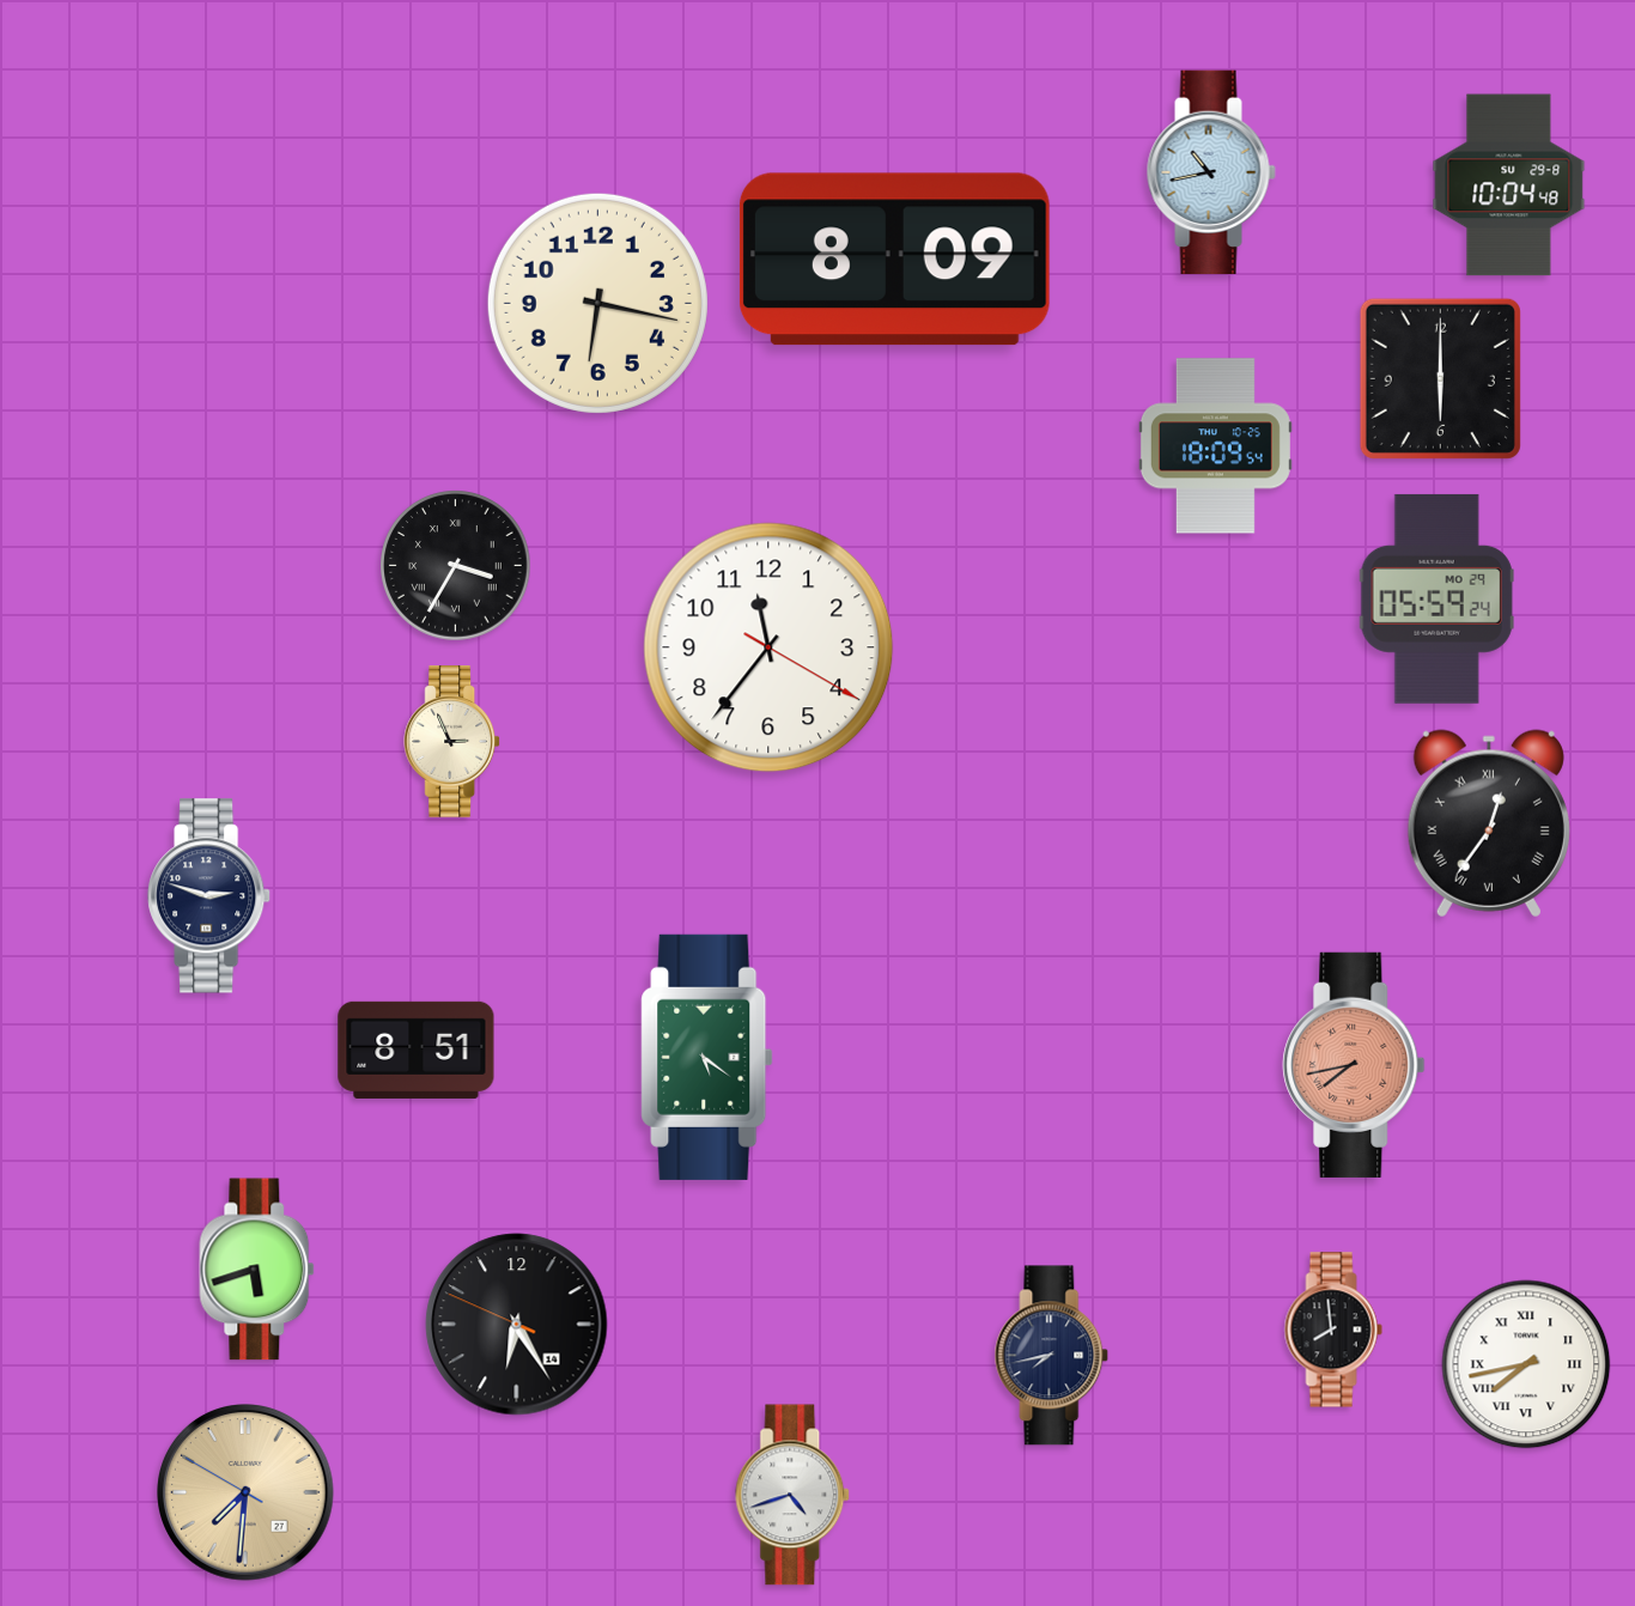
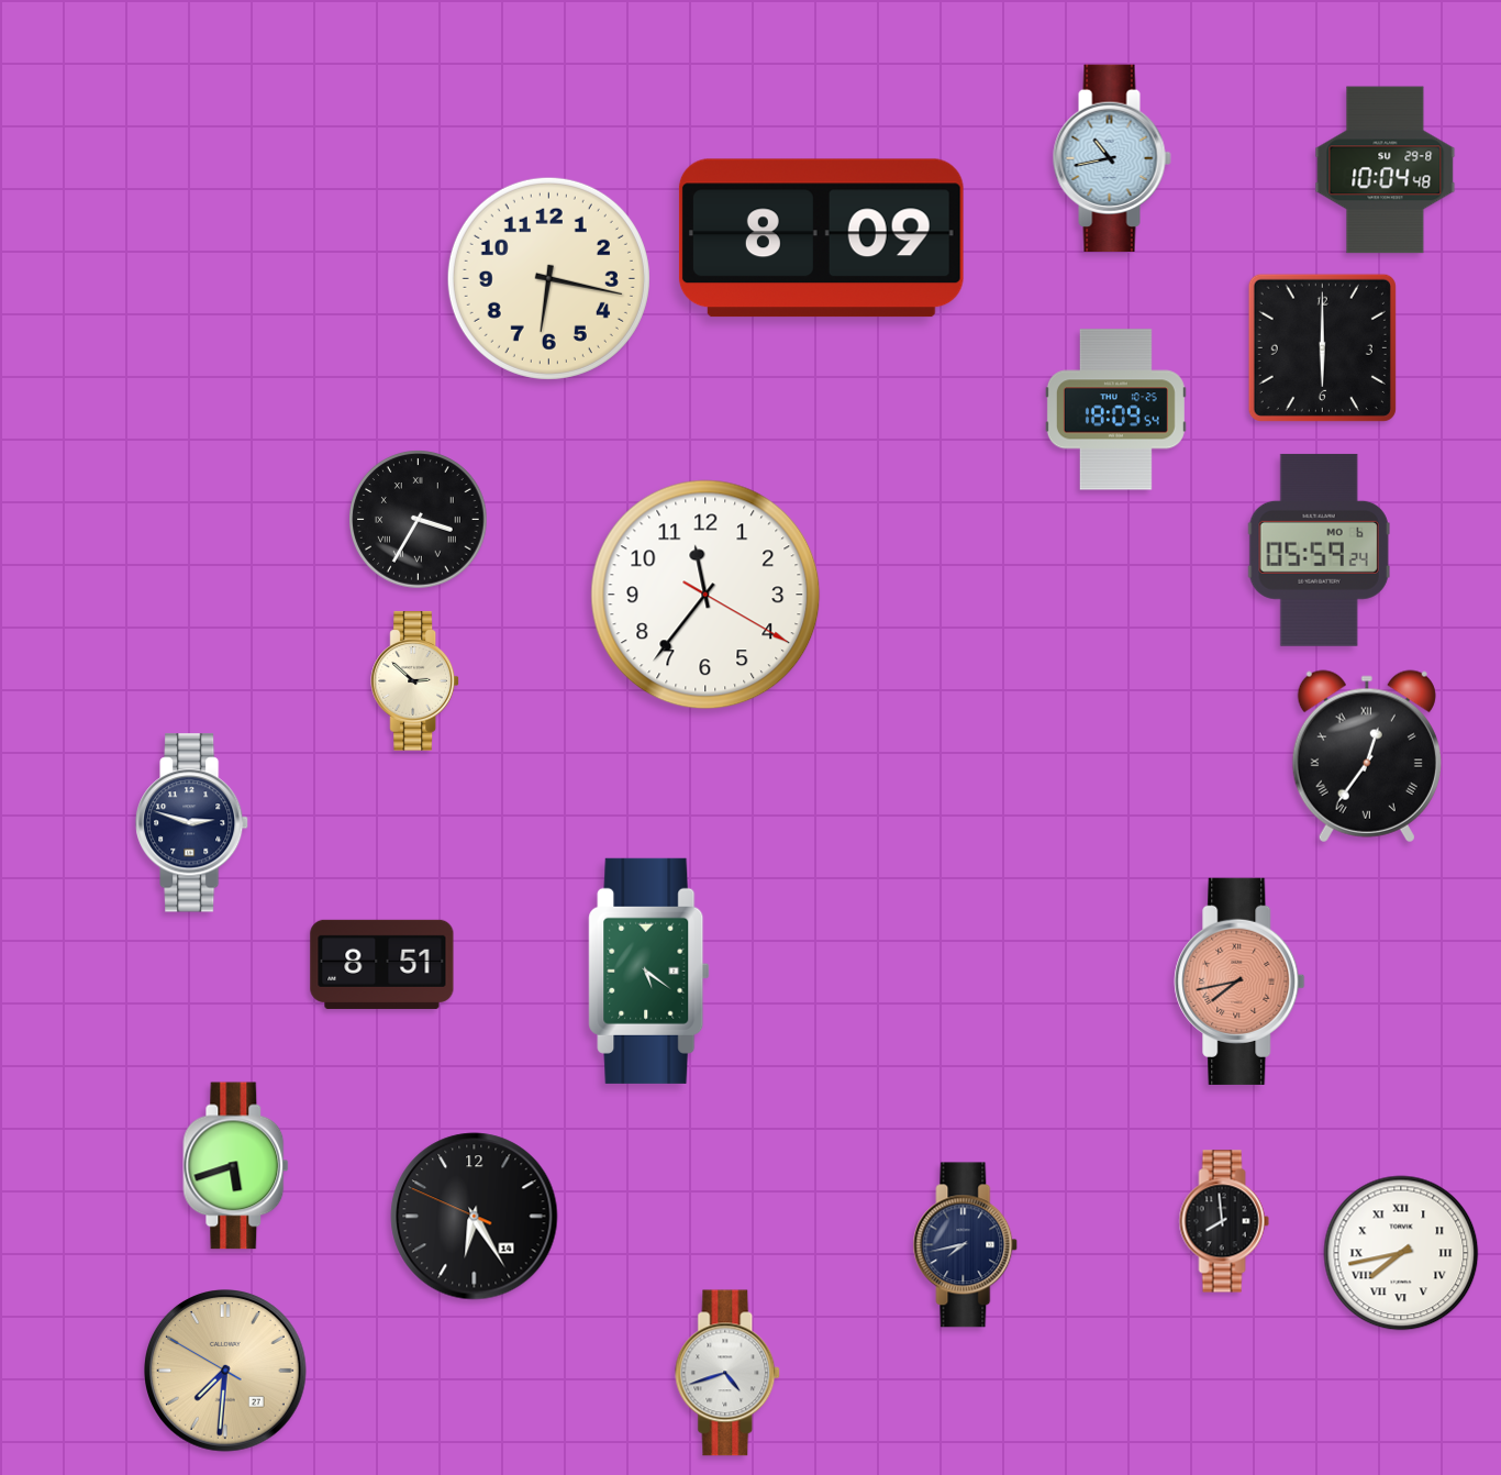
clock at (1436, 598) date: MO 29 -> MO 6
clock at (452, 742): 2:56 -> 2:52
clock at (1354, 1065) position: (1354, 1065) -> (1239, 982)
